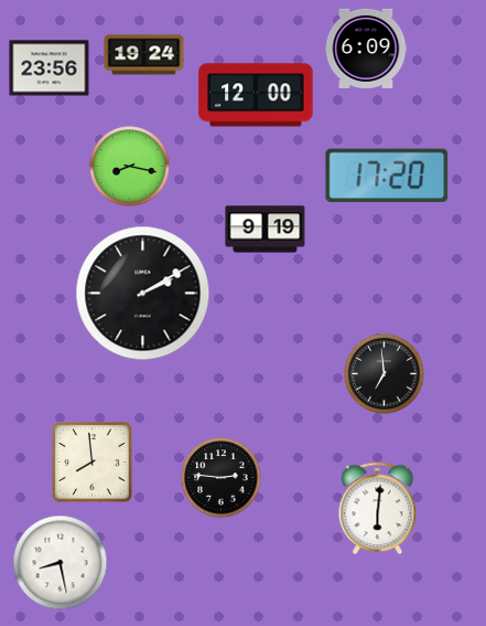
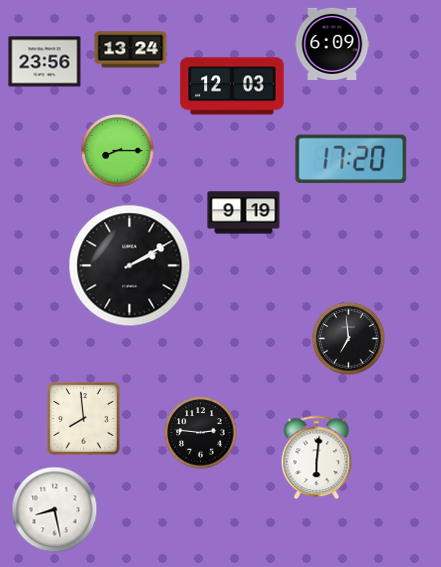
clock at (144, 55): 19:24 -> 13:24
clock at (256, 95): 12:00 -> 12:03
clock at (130, 167): 8:17 -> 8:15
clock at (266, 230) position: (266, 230) -> (244, 213)
clock at (378, 509) position: (378, 509) -> (317, 458)
